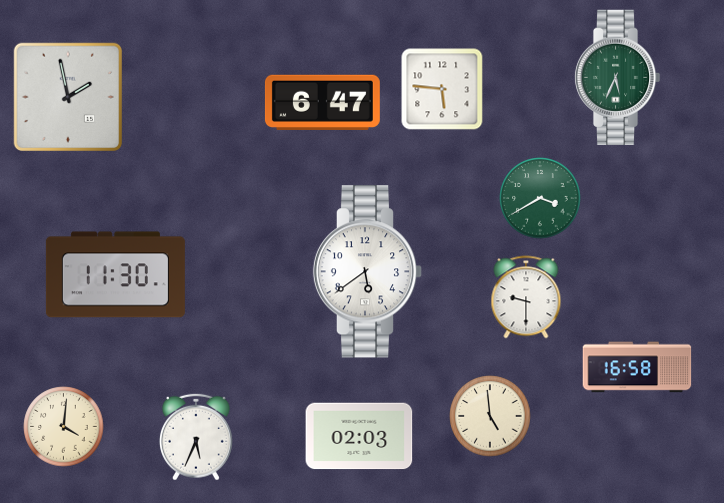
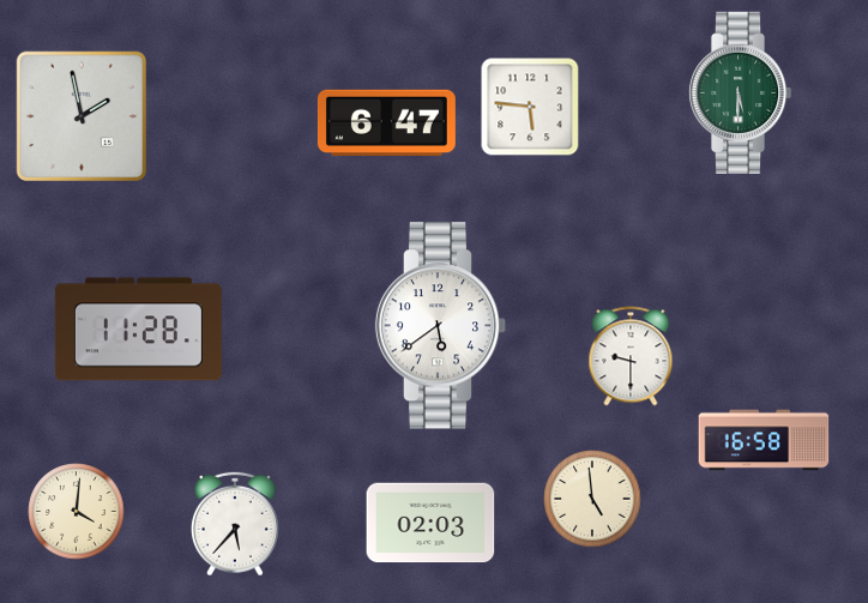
clock at (617, 77): 5:34 -> 5:30
clock at (540, 198): 3:40 -> none
clock at (115, 275): 11:30 -> 11:28
clock at (490, 416) position: (490, 416) -> (592, 499)
clock at (196, 437): 5:34 -> 5:37
